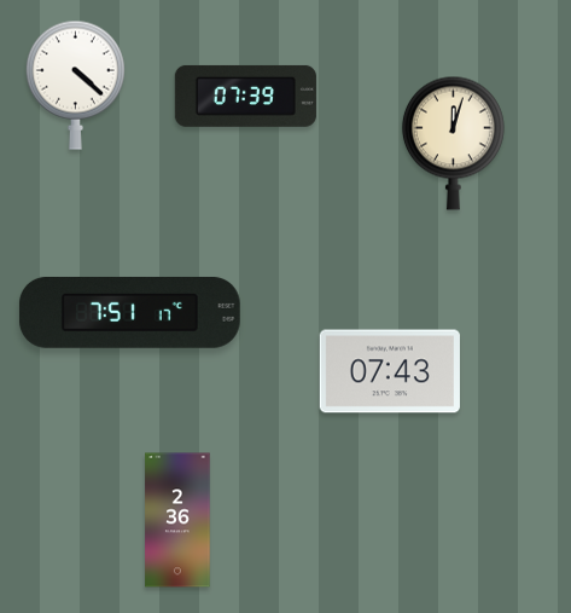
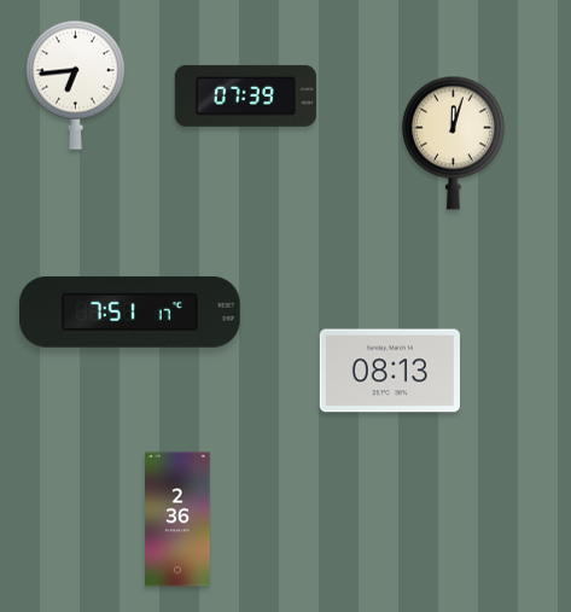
clock at (75, 85): 4:22 -> 6:44
clock at (389, 371): 07:43 -> 08:13
